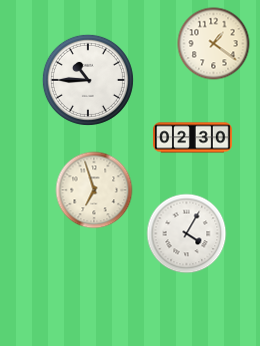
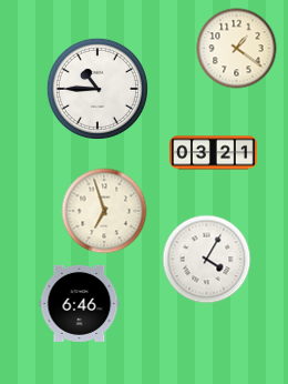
clock at (193, 138): 02:30 -> 03:21
clock at (80, 303): none -> 6:46
